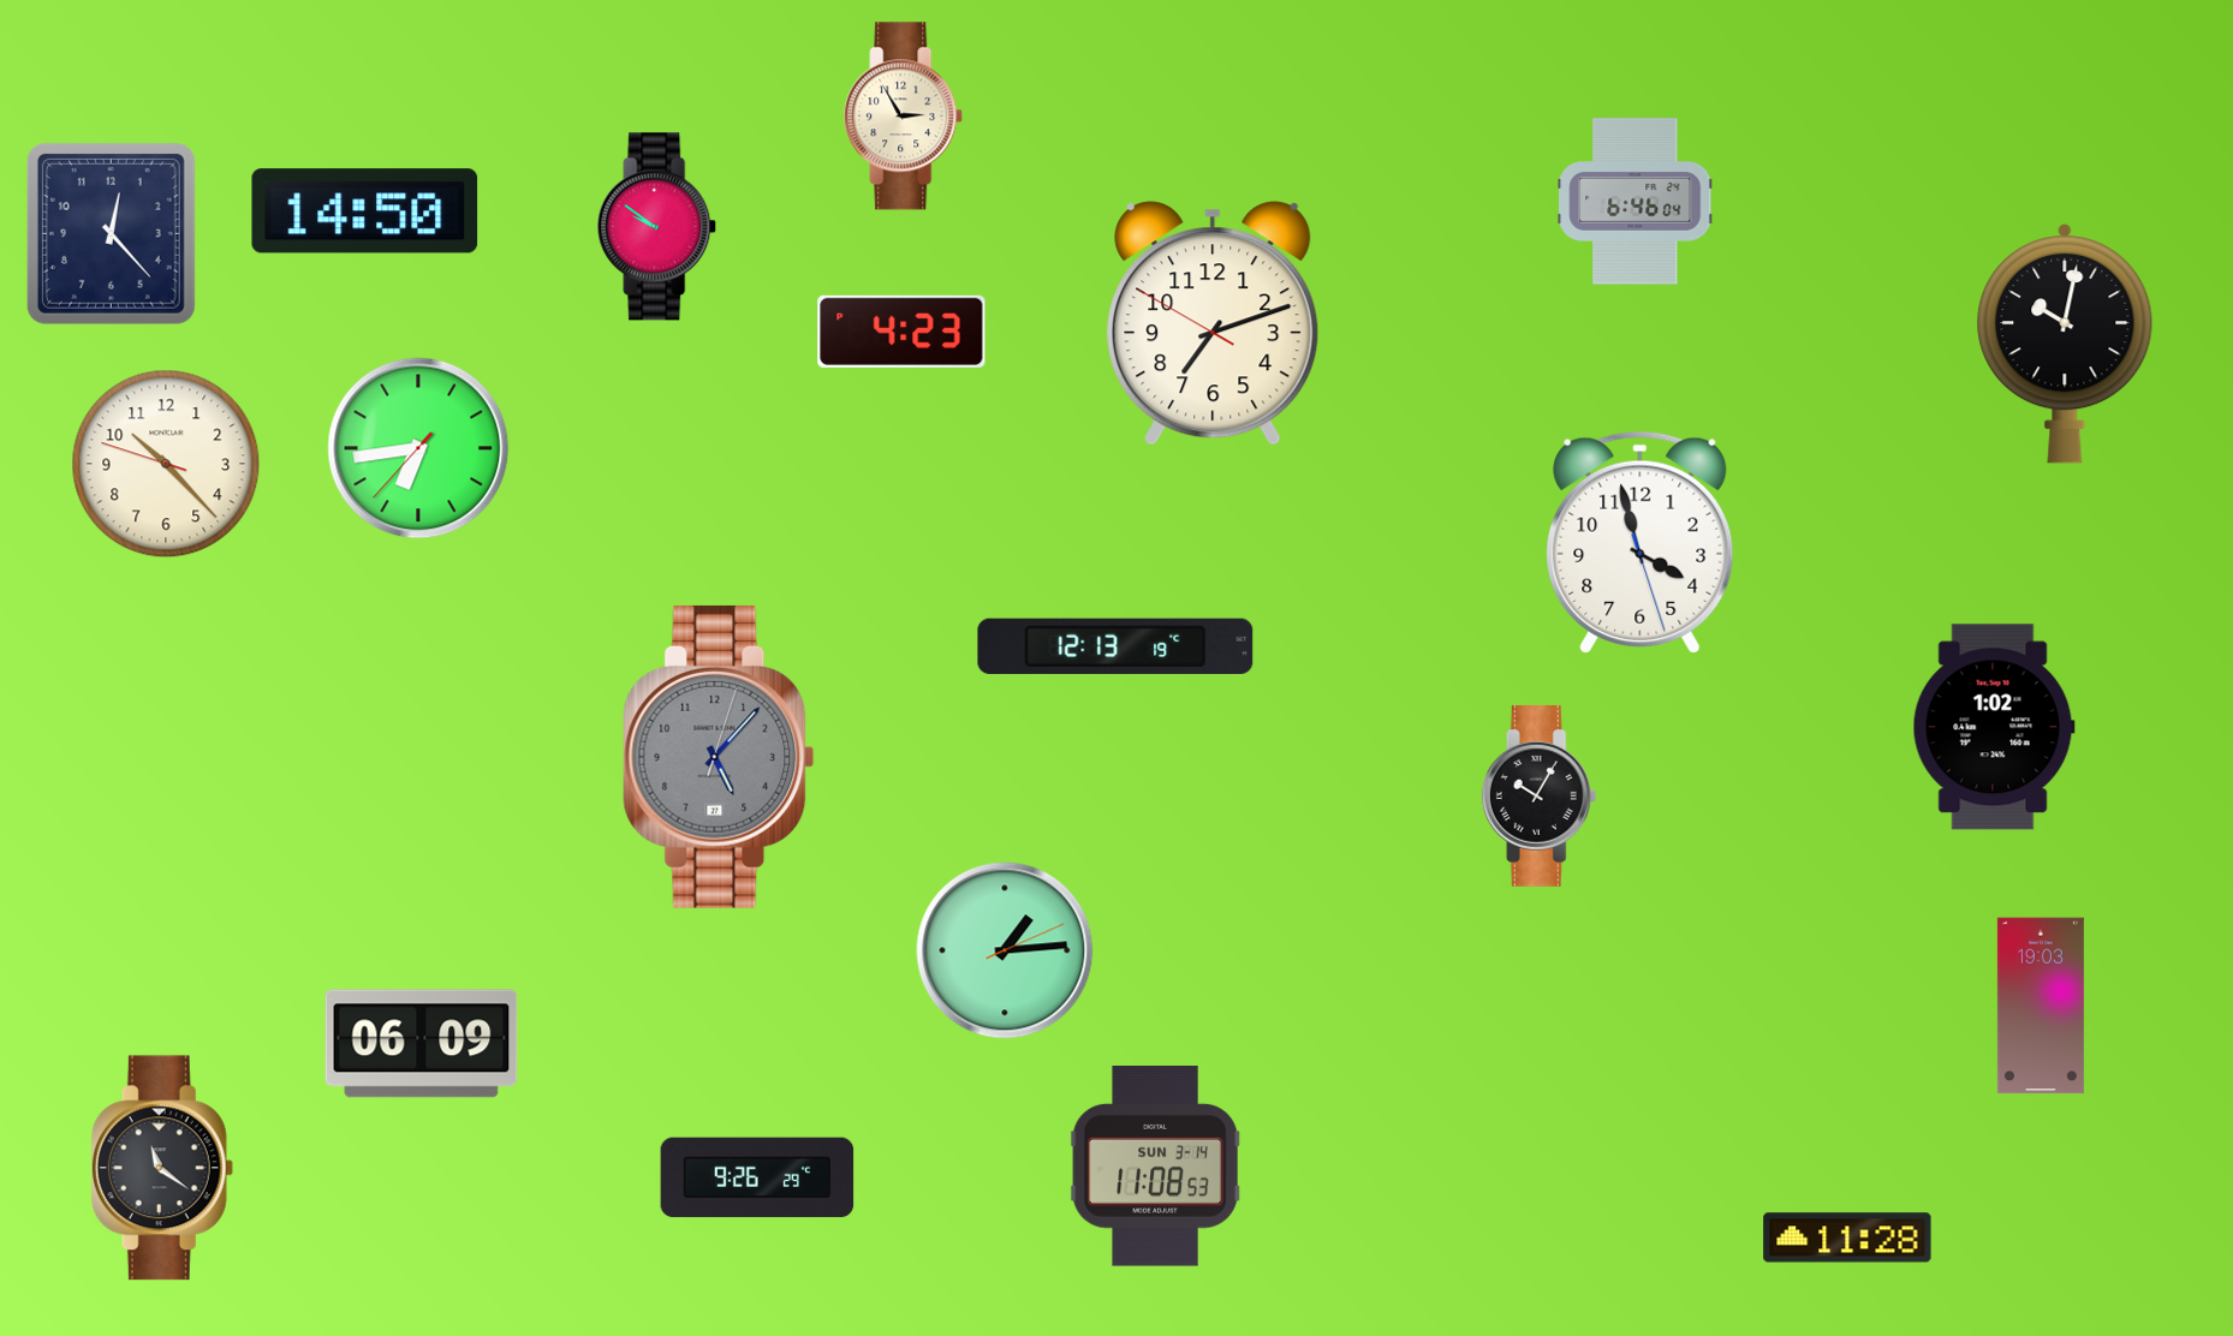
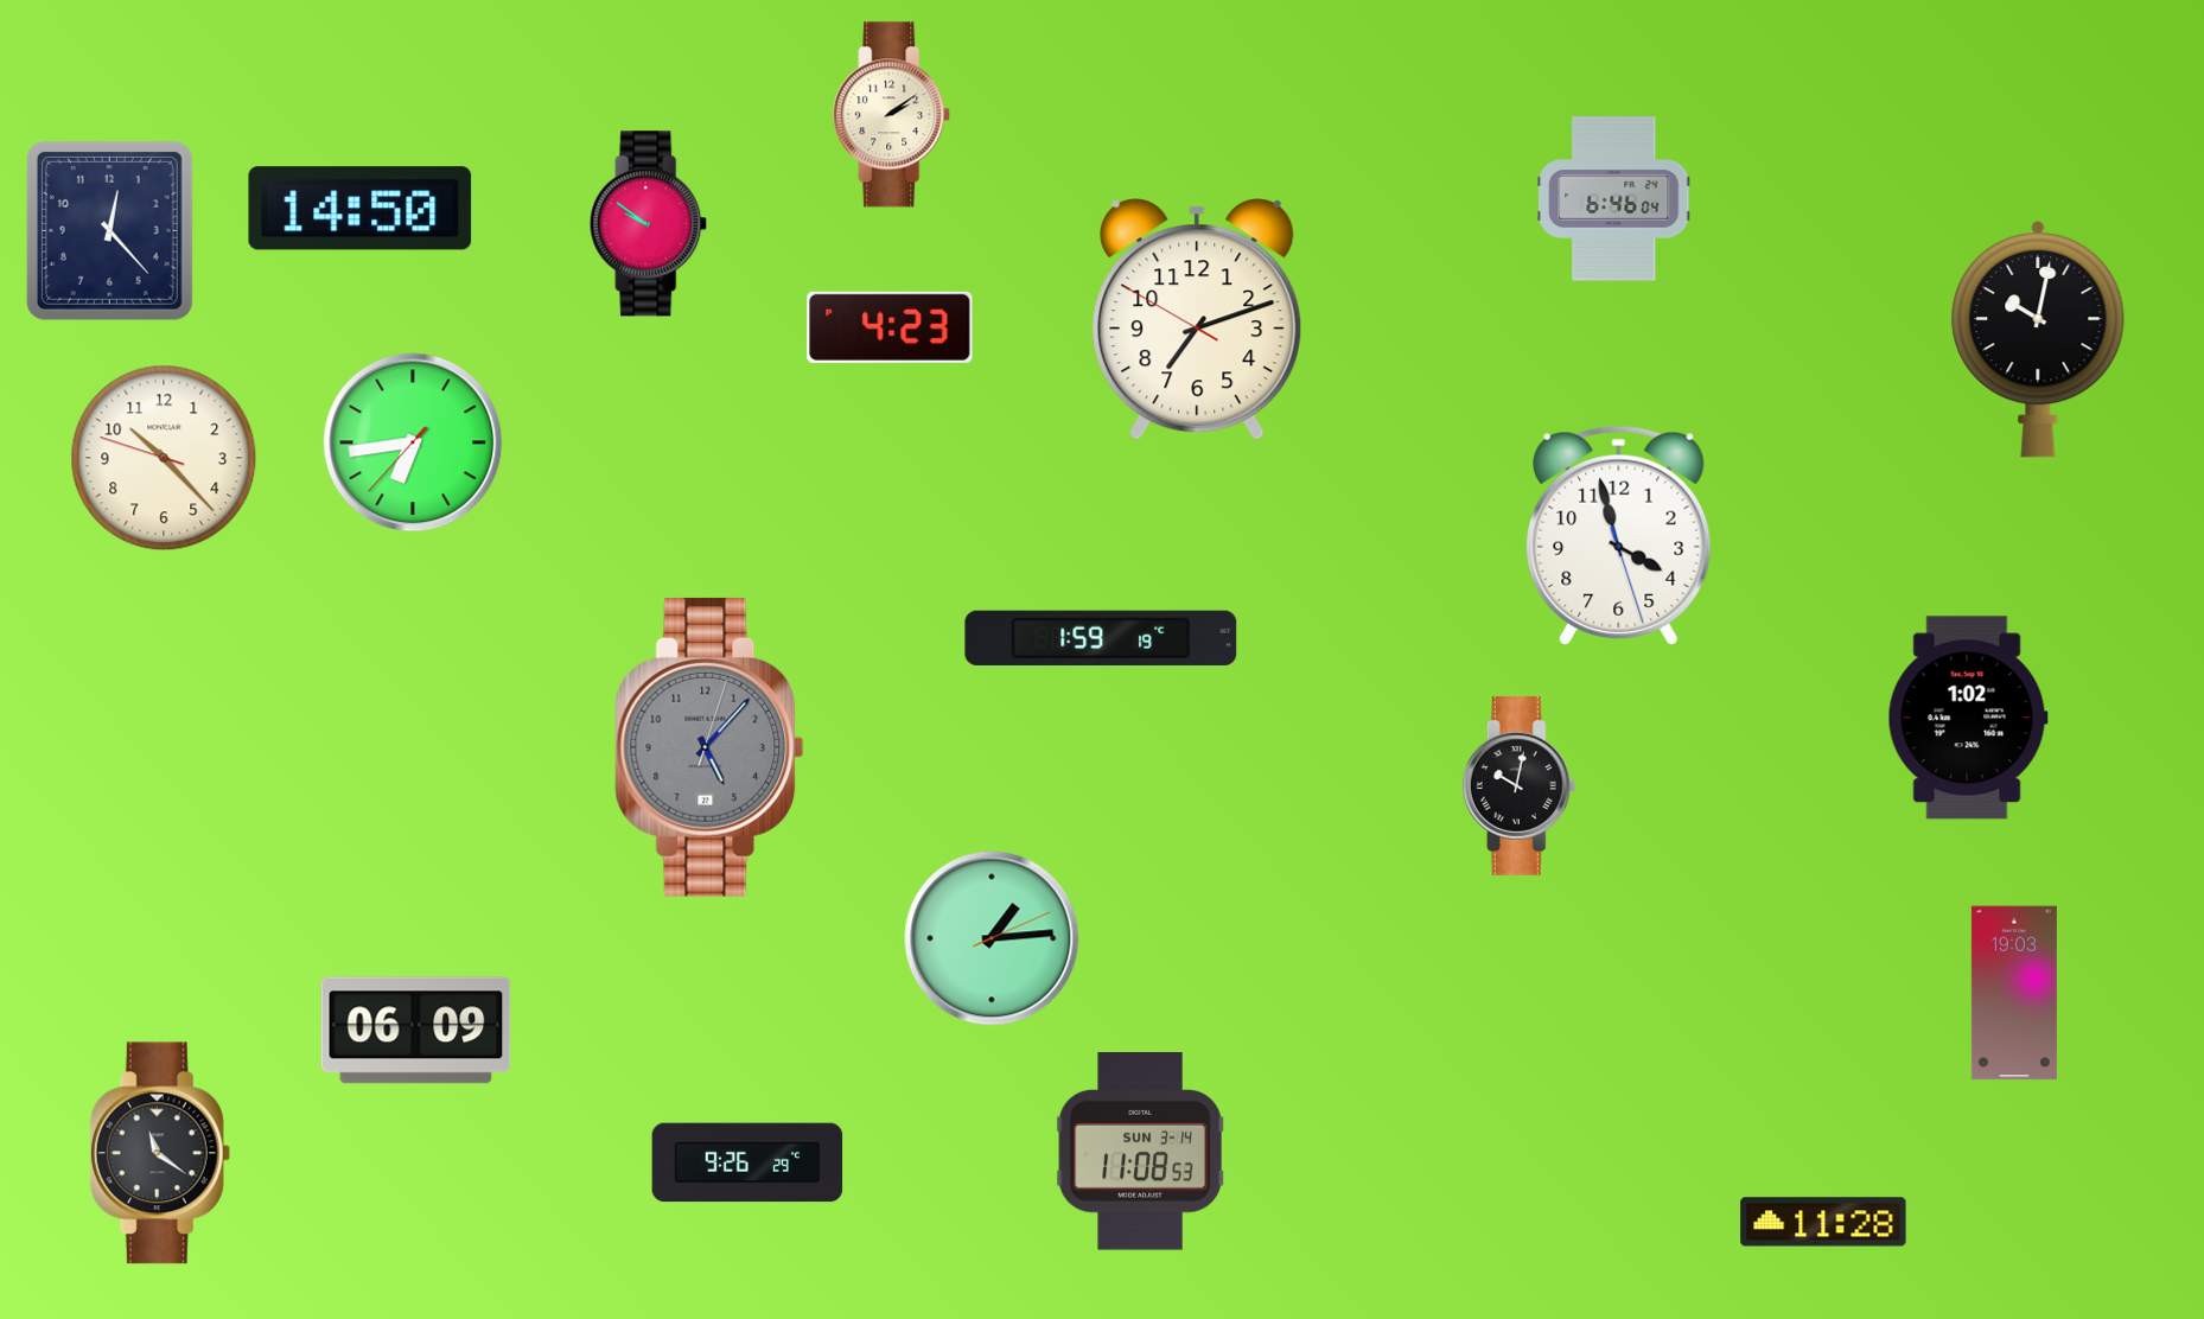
clock at (904, 117): 2:55 -> 2:09
clock at (1115, 646): 12:13 -> 1:59
clock at (1540, 795): 10:05 -> 10:02
